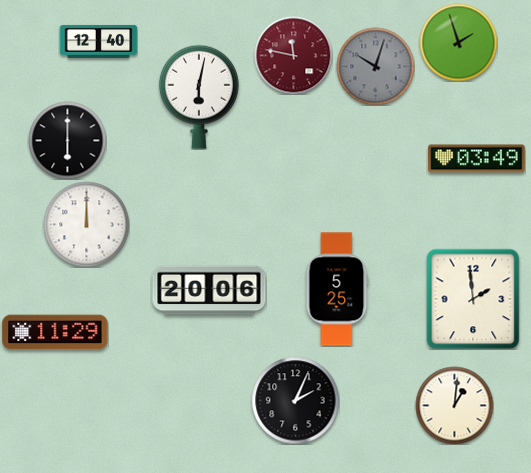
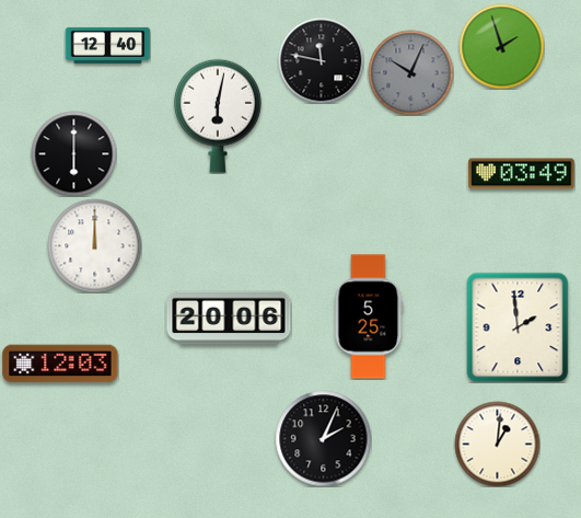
clock at (293, 55) dial: burgundy -> black
clock at (375, 66): 10:03 -> 10:04
clock at (199, 97) position: (199, 97) -> (218, 116)
clock at (55, 332): 11:29 -> 12:03
